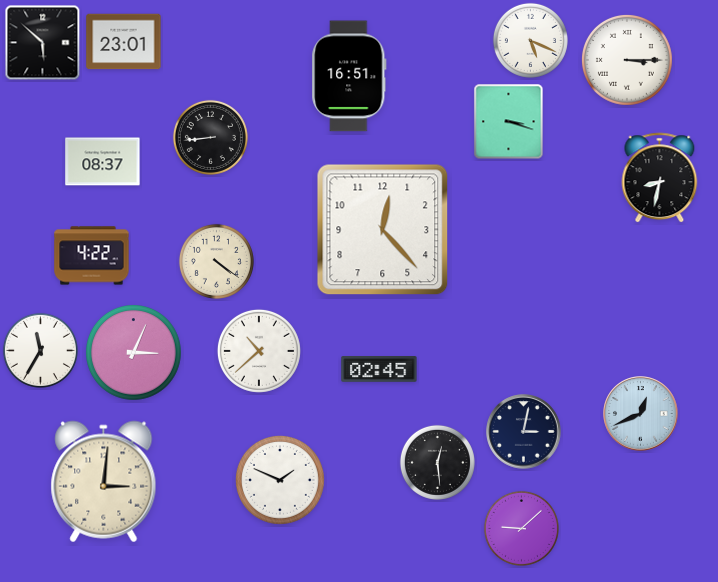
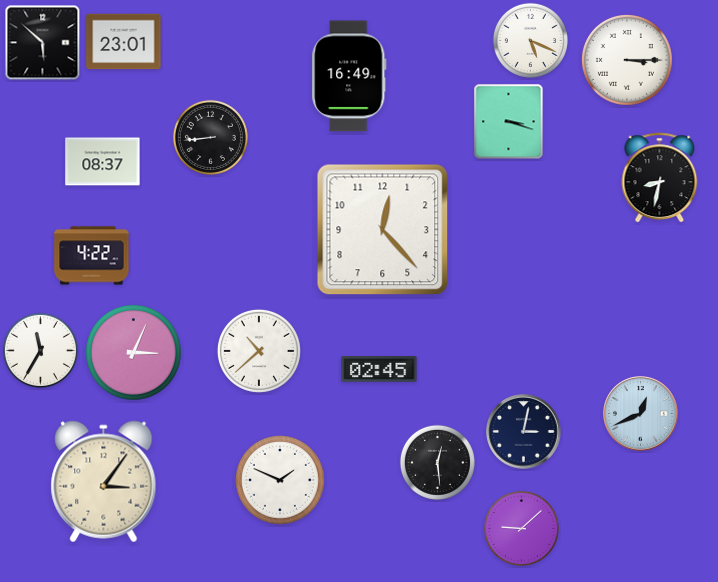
clock at (349, 76): 16:51 -> 16:49
clock at (216, 261): 4:21 -> none
clock at (104, 482): 3:01 -> 3:06
